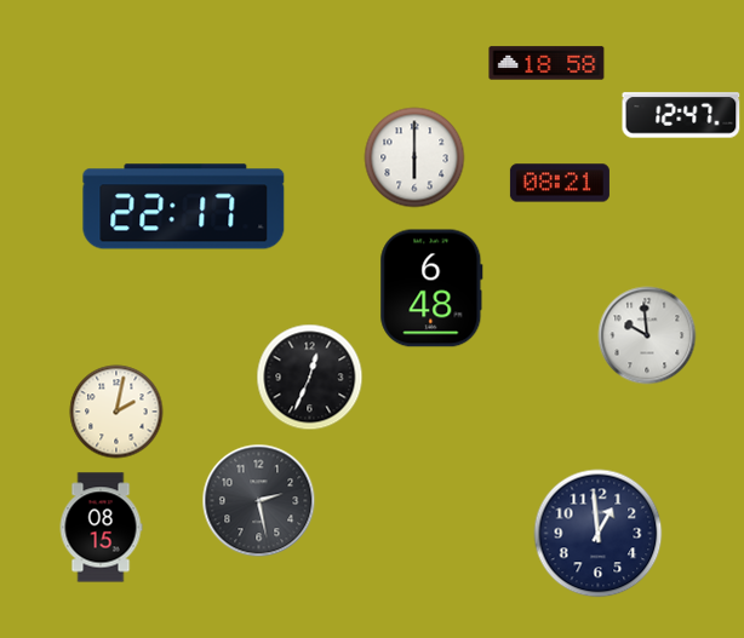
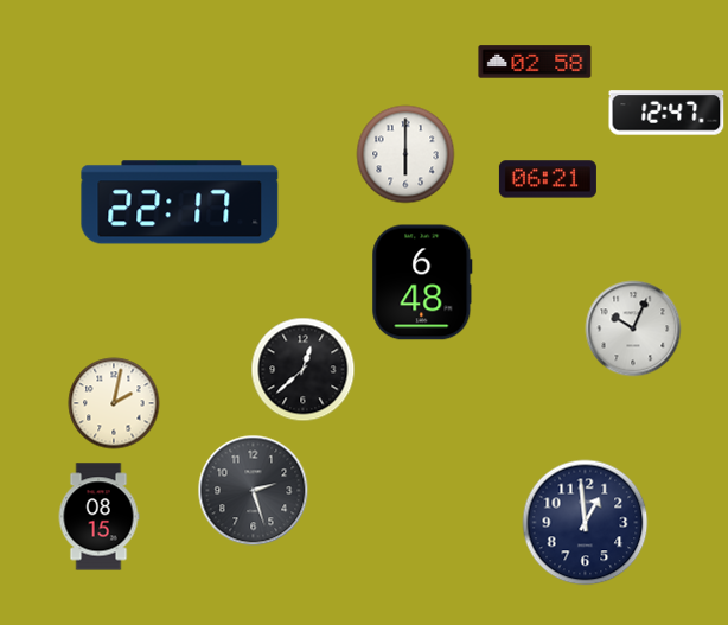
clock at (546, 63): 18:58 -> 02:58
clock at (560, 183): 08:21 -> 06:21
clock at (647, 335): 9:59 -> 10:04
clock at (310, 378): 12:34 -> 12:38
clock at (259, 501): 2:28 -> 2:27
